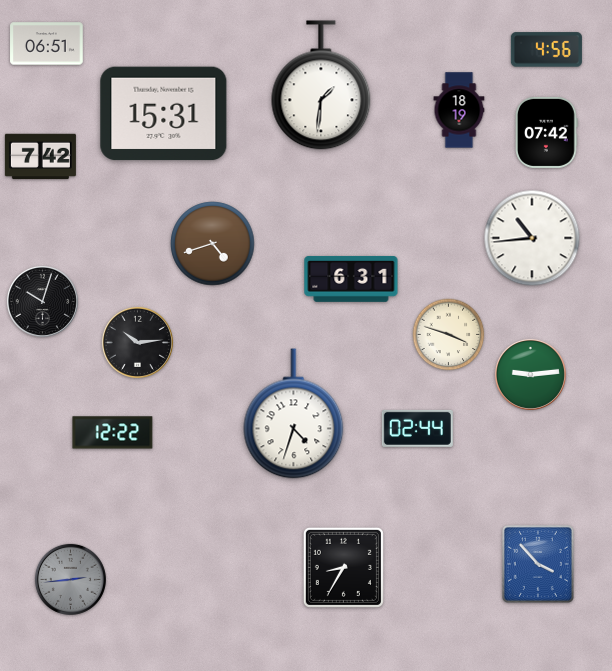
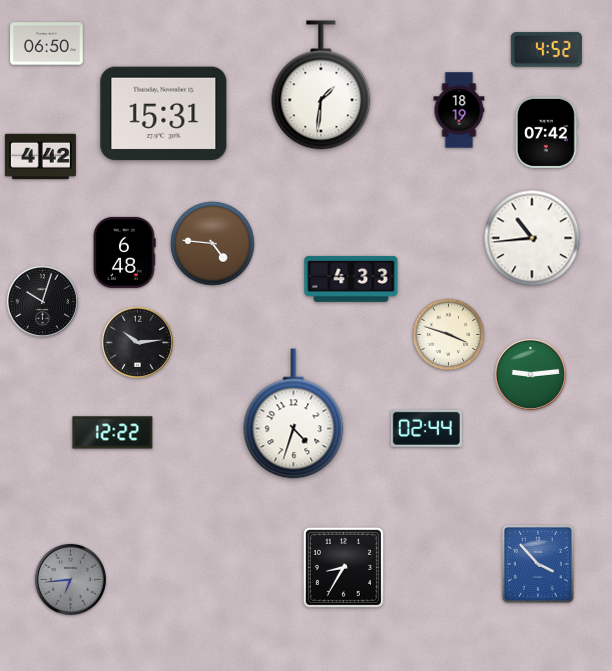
clock at (47, 44): 06:51 -> 06:50
clock at (546, 50): 4:56 -> 4:52
clock at (40, 157): 7:42 -> 4:42
clock at (213, 244): 4:42 -> 4:46
clock at (125, 252): none -> 6:48
clock at (351, 279): 6:31 -> 4:33
clock at (417, 428) position: (417, 428) -> (426, 428)
clock at (70, 579): 2:44 -> 6:44
